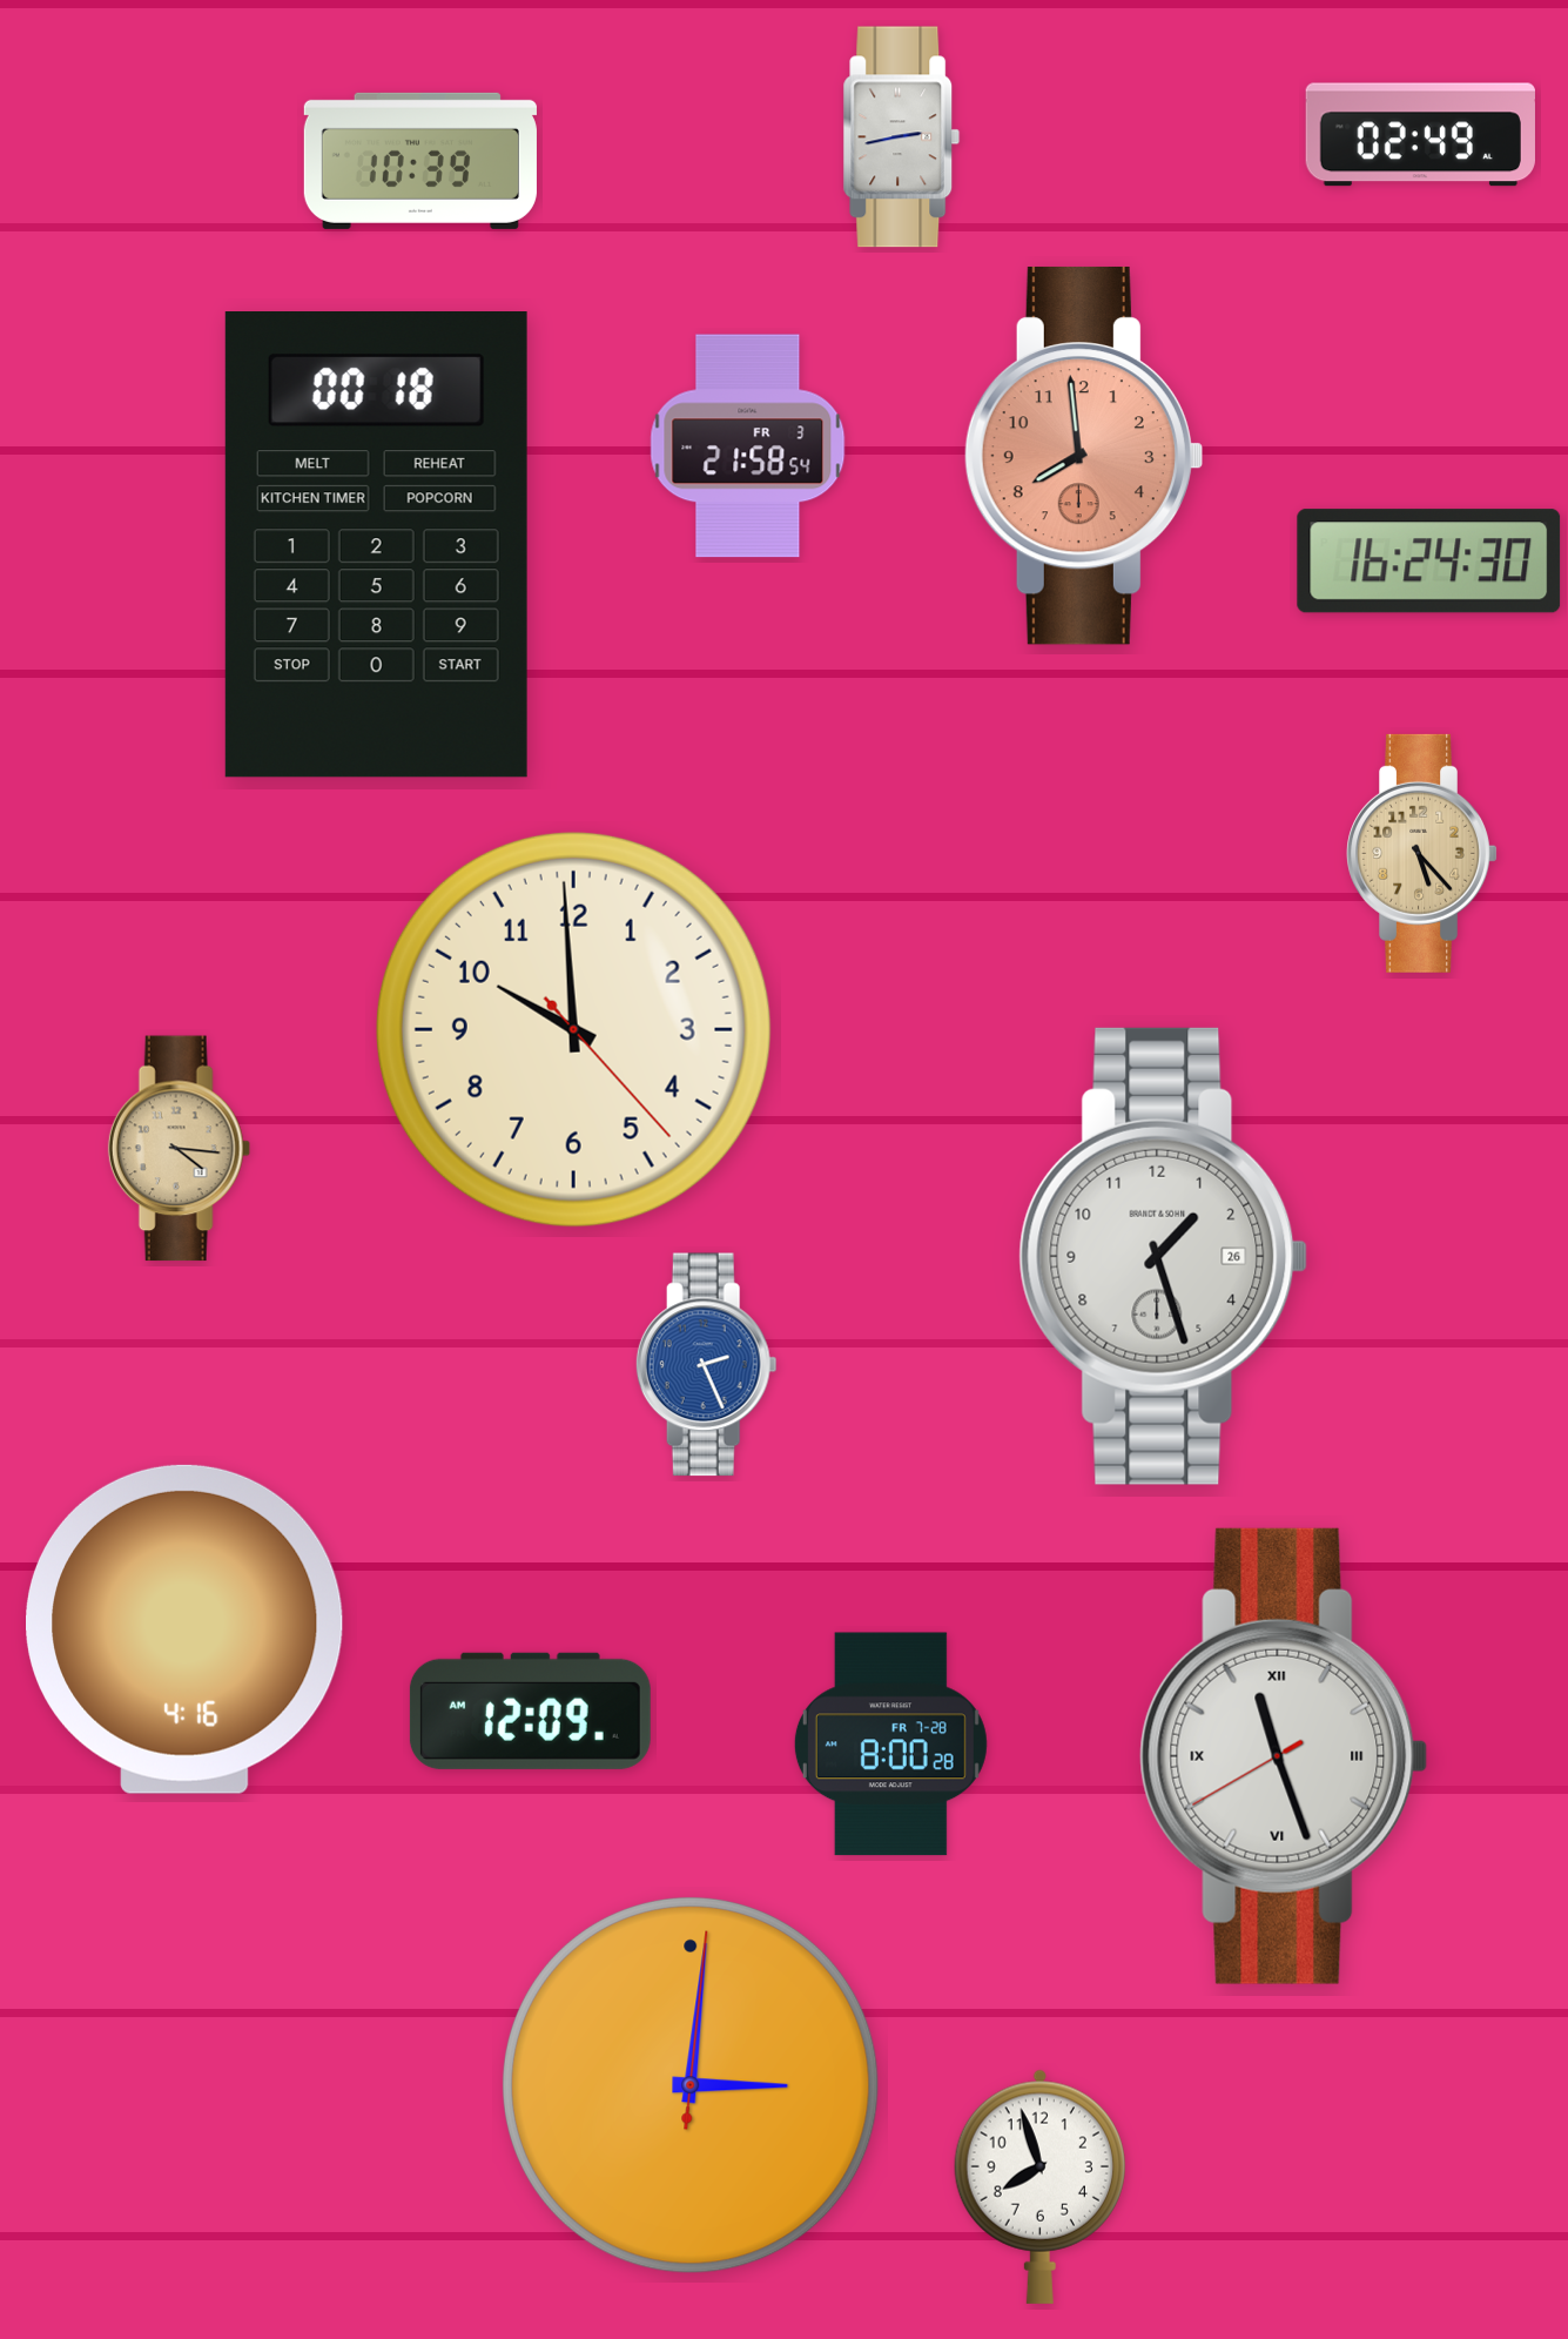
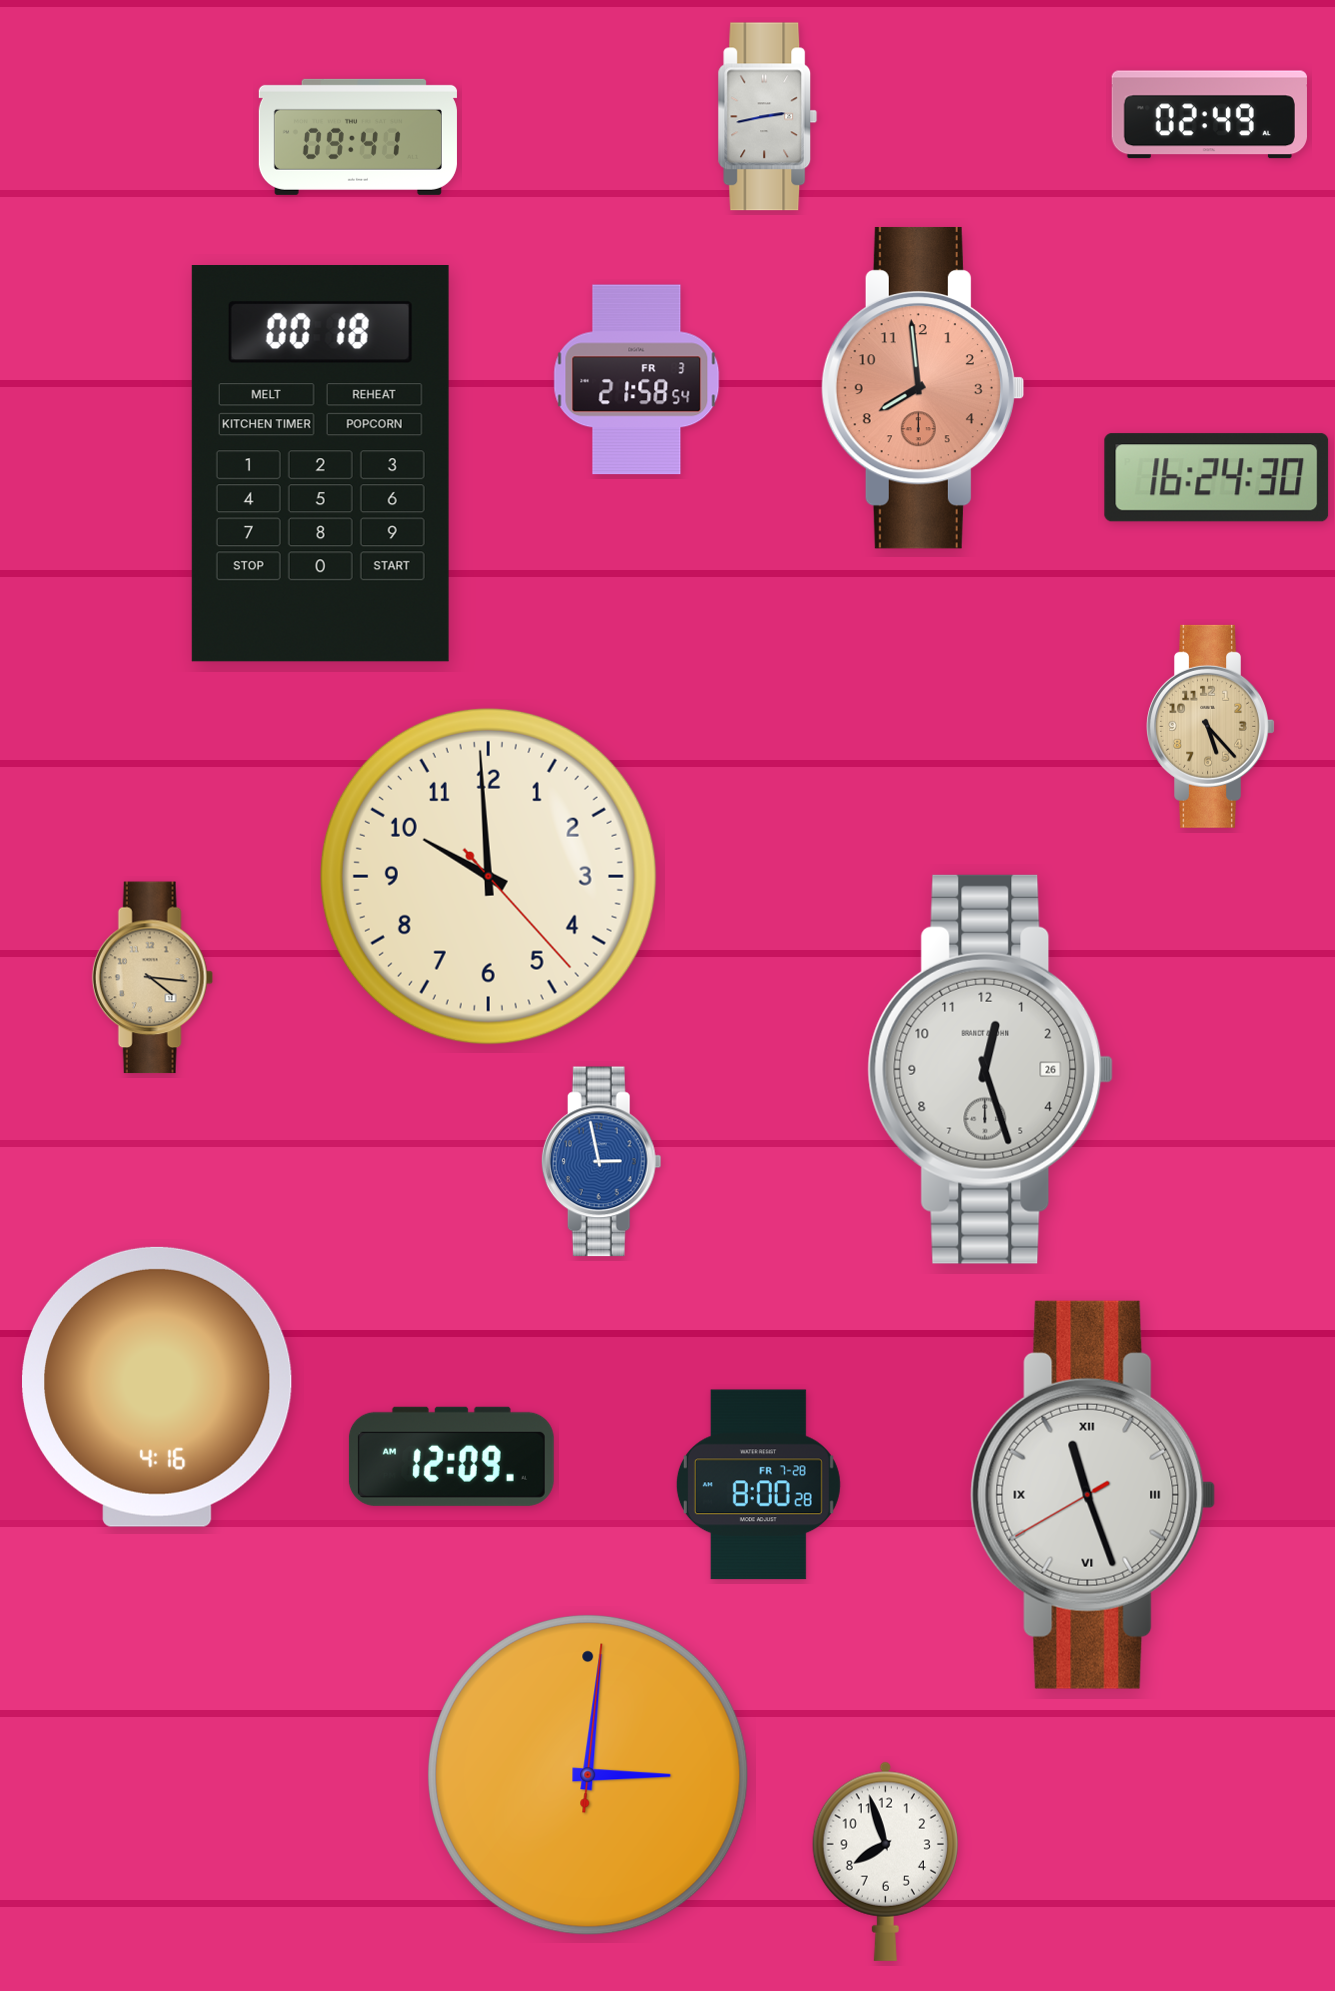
clock at (420, 161): 10:39 -> 09:41
clock at (1164, 1256): 1:27 -> 12:27
clock at (706, 1365): 2:26 -> 2:58
